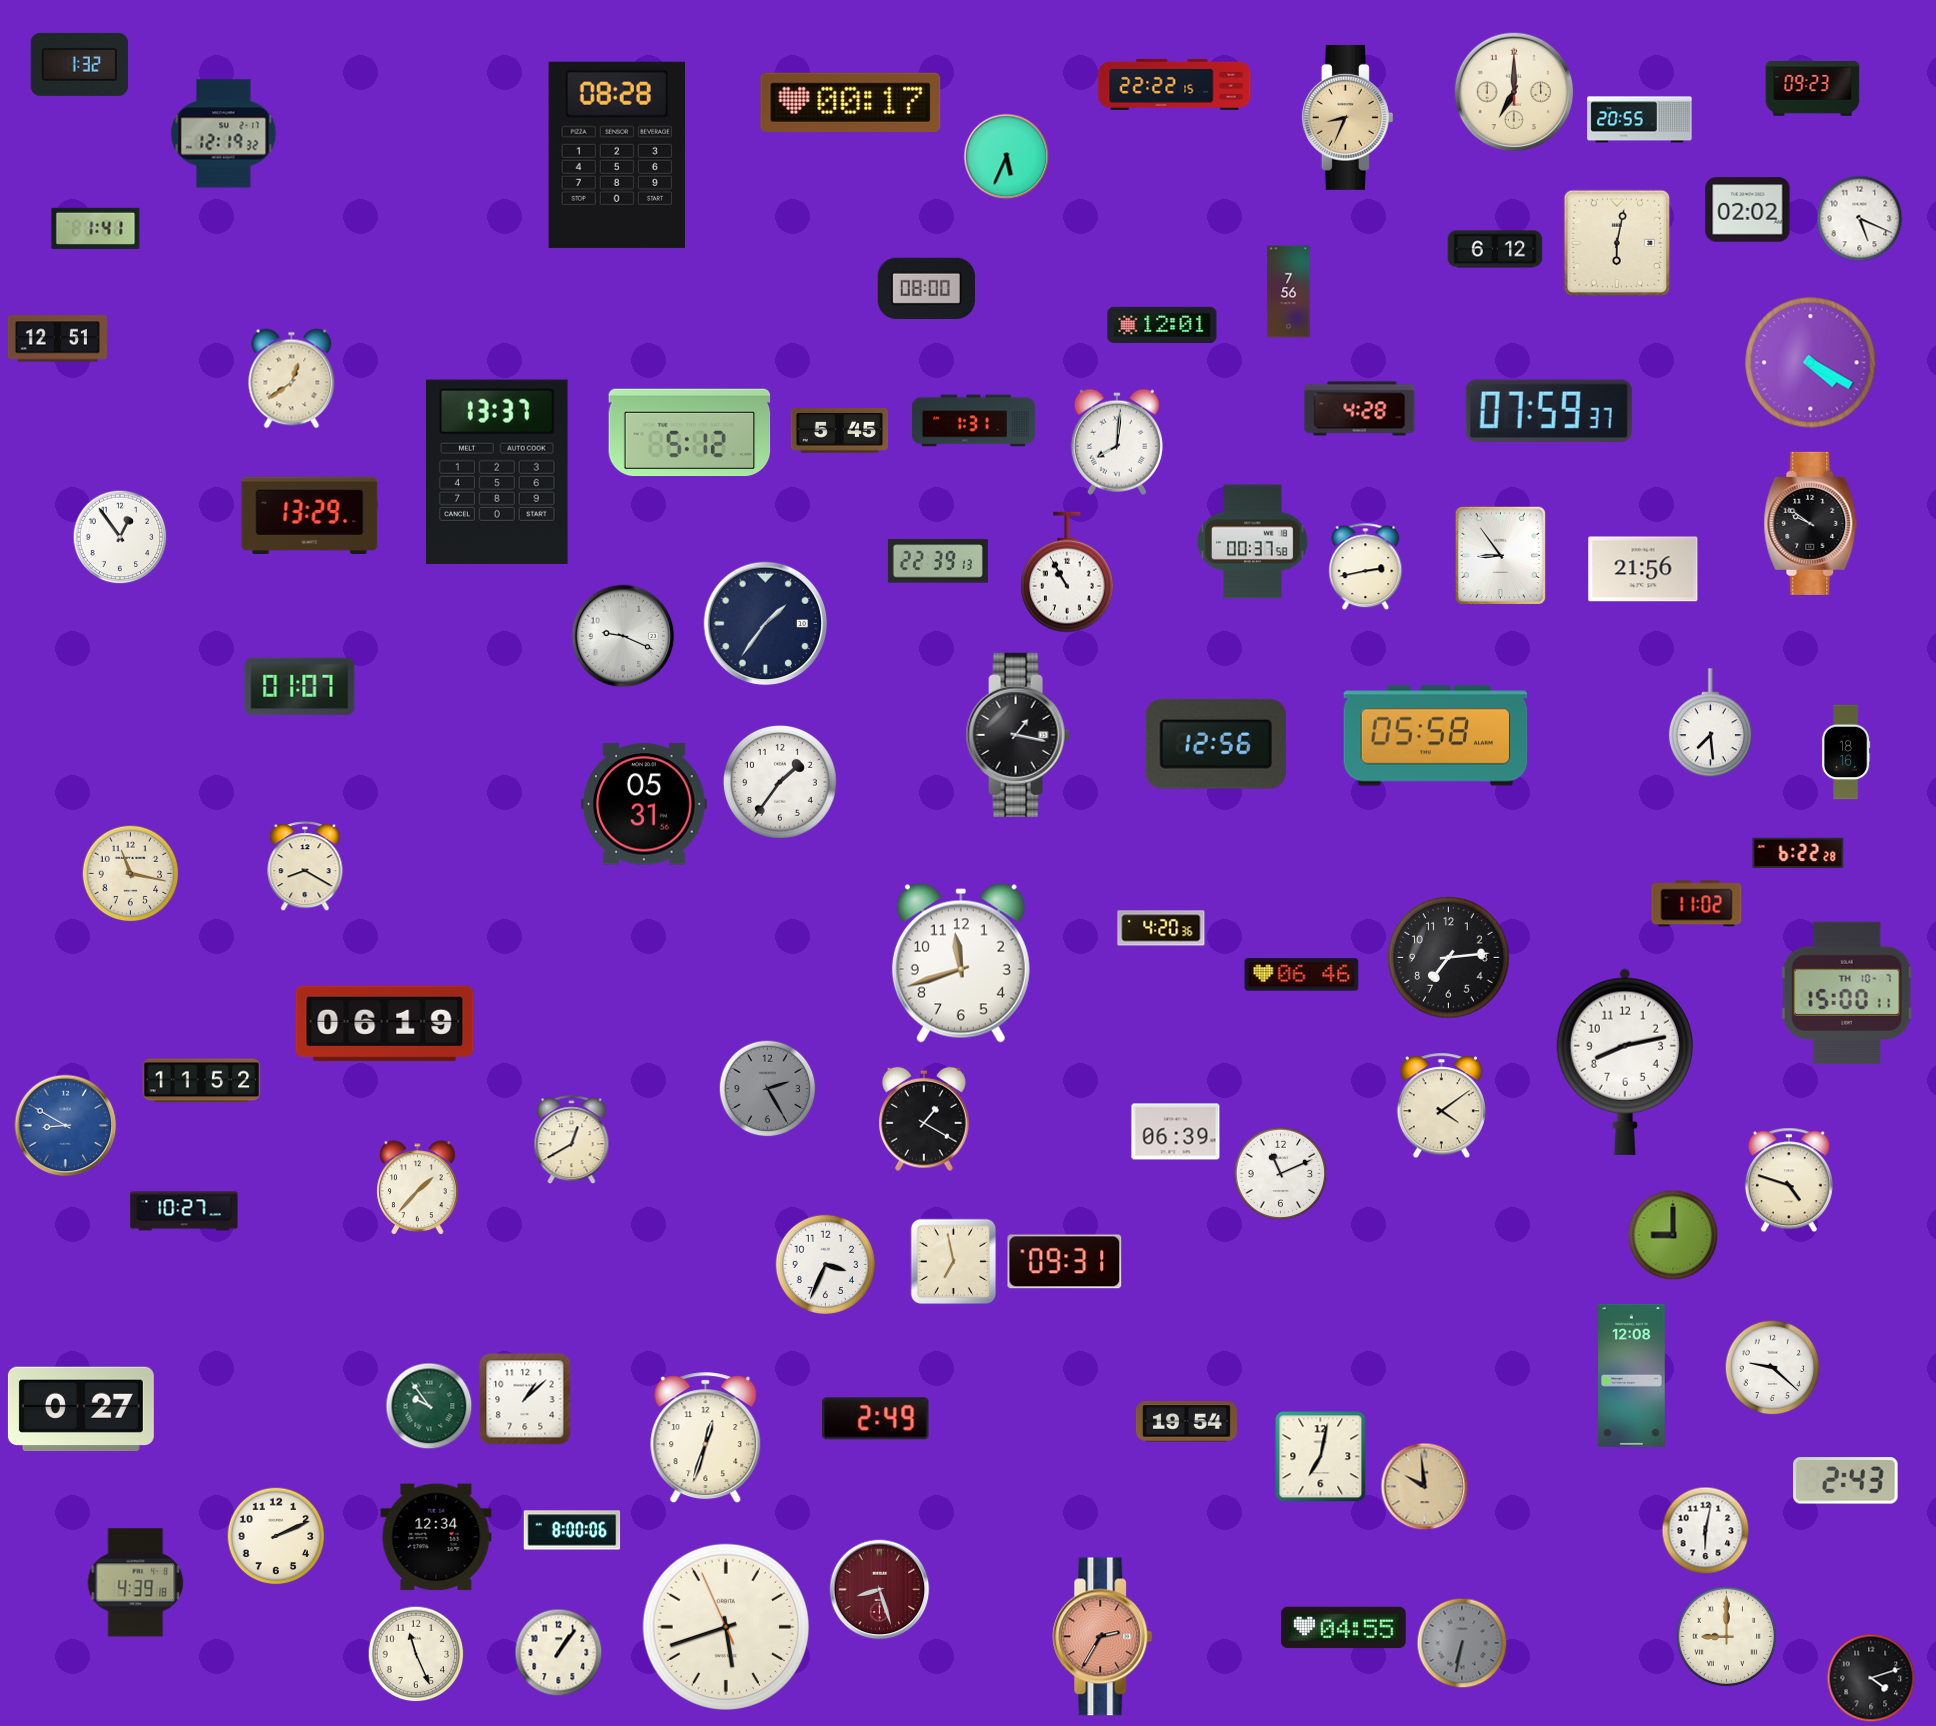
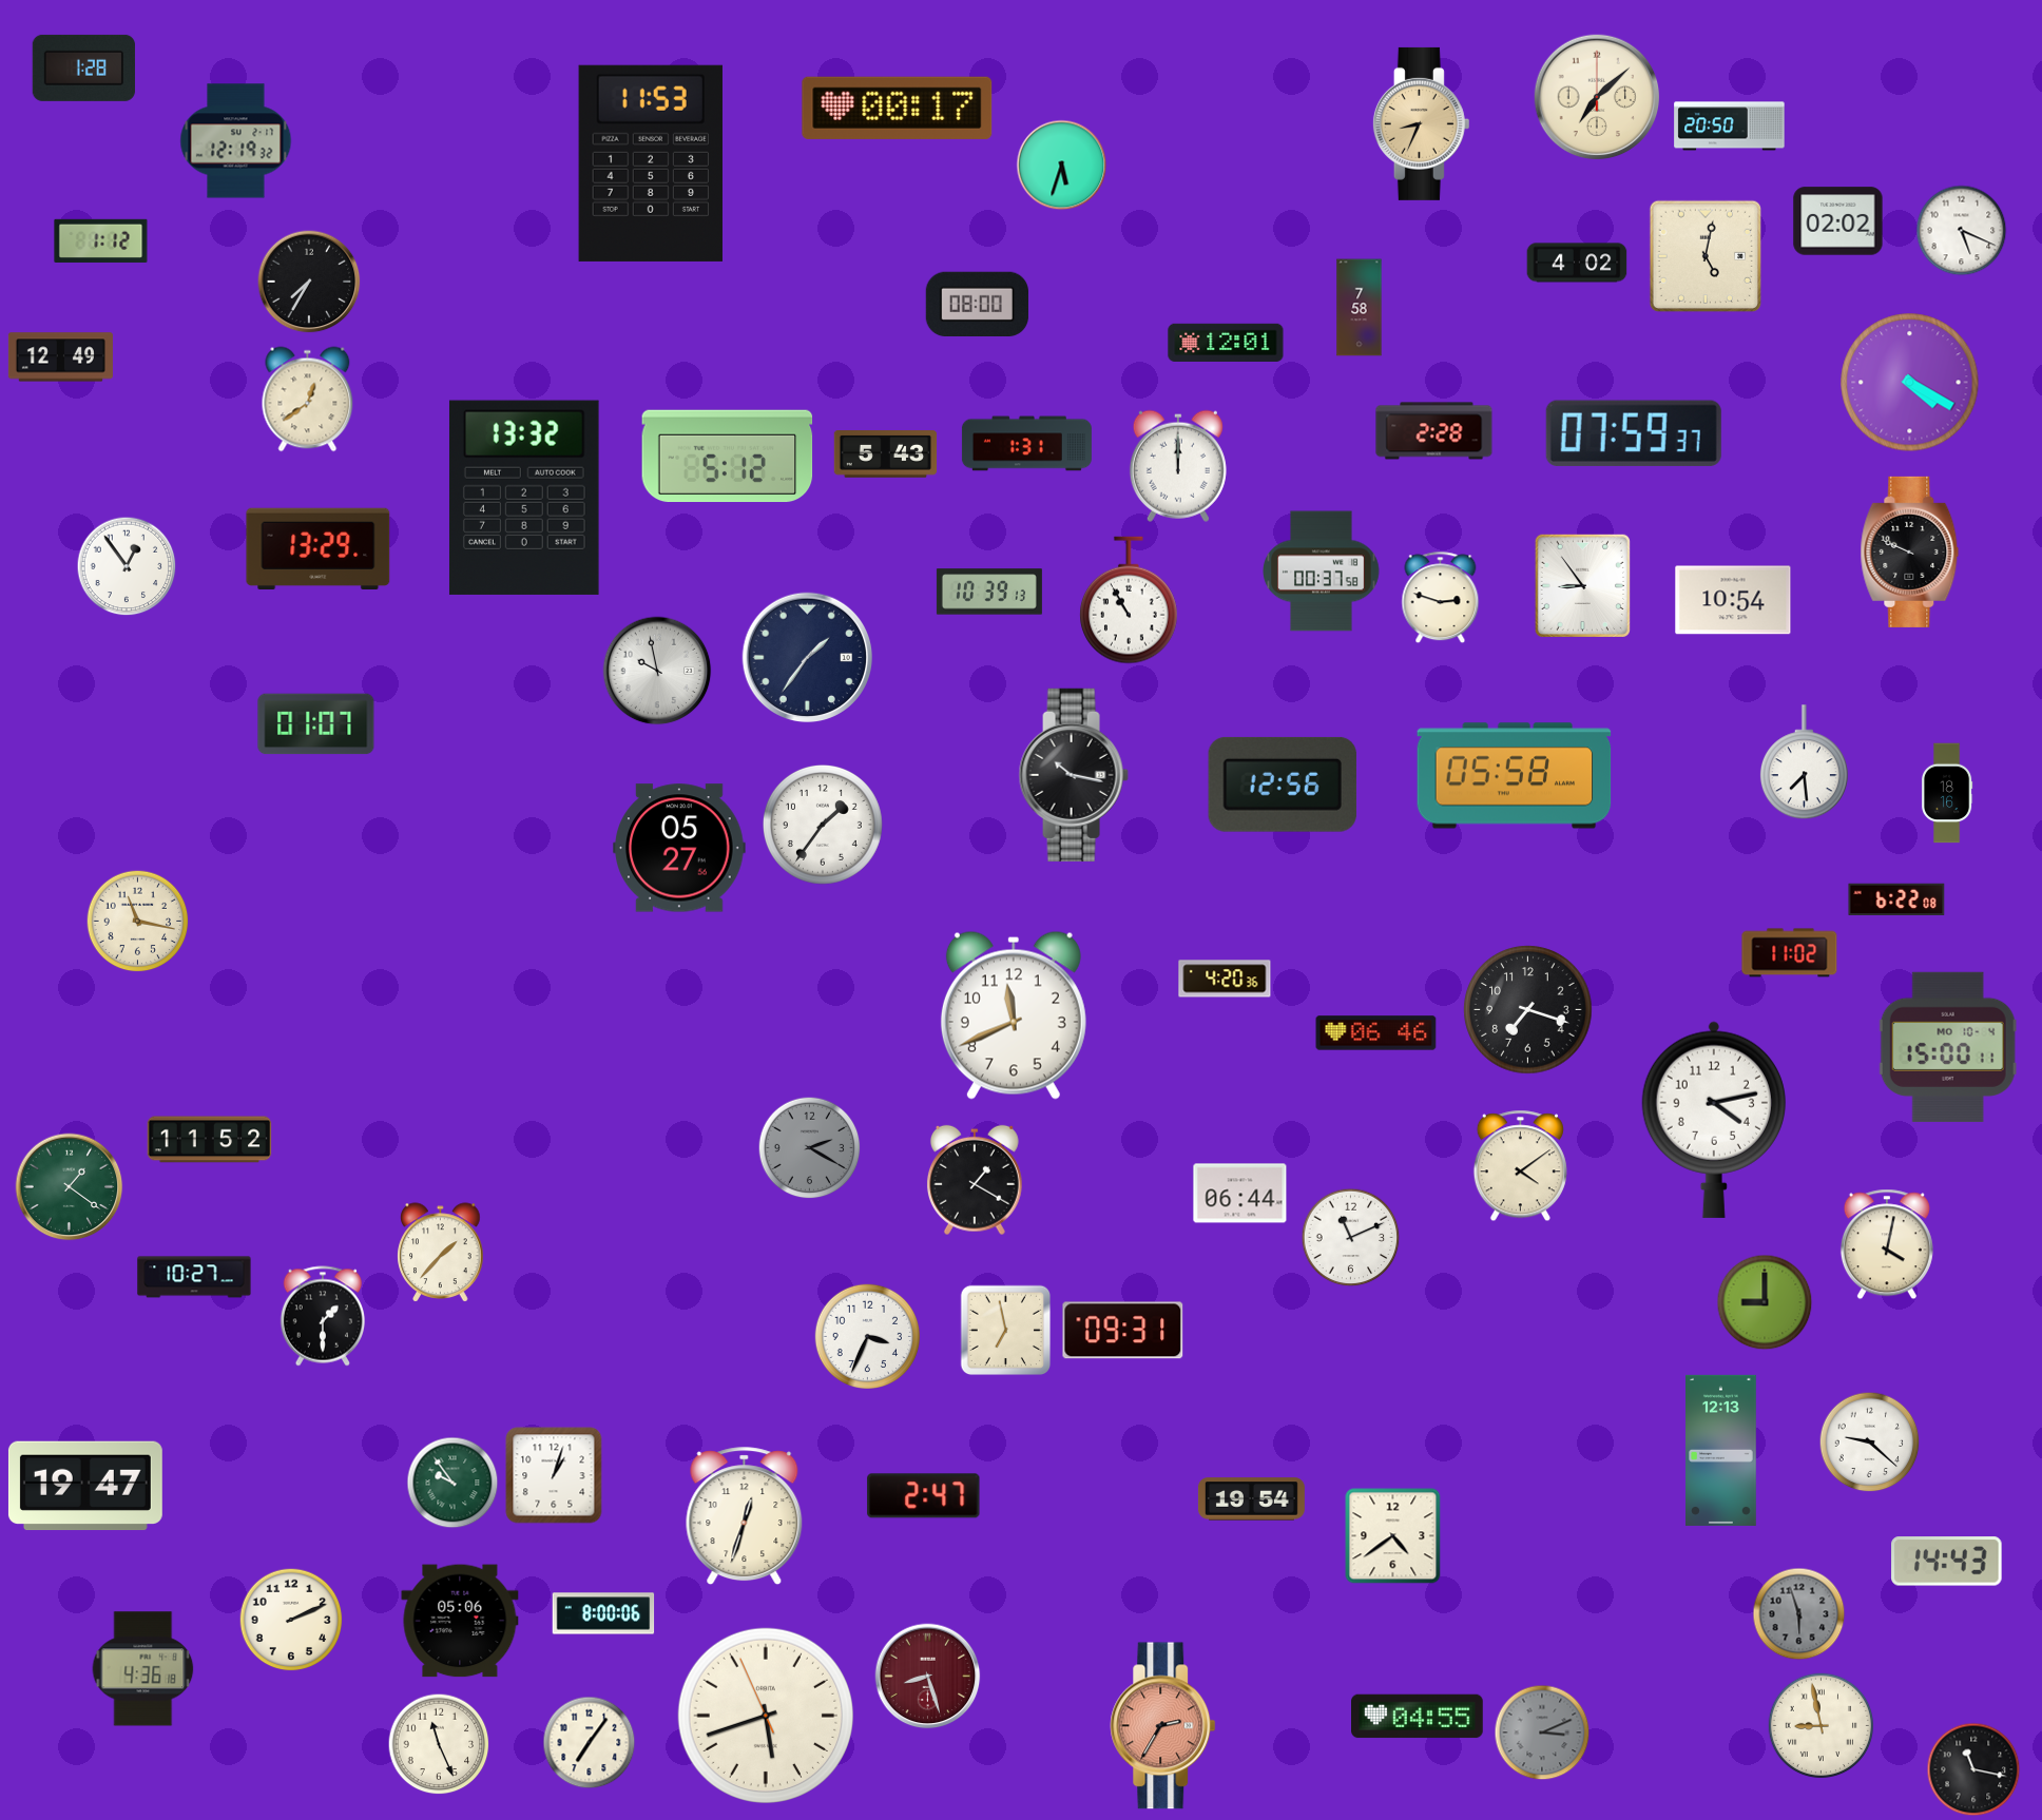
clock at (79, 64): 1:32 -> 1:28
clock at (1175, 84): 22:22 -> none
clock at (1813, 89): 09:23 -> none
clock at (1514, 92): 7:00 -> 7:08
clock at (1640, 120): 20:55 -> 20:50
clock at (617, 155): 08:28 -> 11:53
clock at (1007, 157): 5:34 -> 5:33
clock at (1748, 210) position: (1748, 210) -> (1838, 221)
clock at (96, 228): 1:41 -> 1:12
clock at (1616, 242): 6:02 -> 5:02
clock at (1495, 249): 6:12 -> 4:02
clock at (309, 282): none -> 7:35
clock at (1289, 292): 7:56 -> 7:58
clock at (57, 339): 12:51 -> 12:49
clock at (1360, 409): 4:28 -> 2:28
clock at (840, 431): 5:45 -> 5:43
clock at (1117, 442): 8:01 -> 12:00
clock at (497, 472): 13:37 -> 13:32
clock at (310, 515) position: (310, 515) -> (319, 548)
clock at (1811, 523): 9:51 -> 9:49
clock at (938, 561): 22:39 -> 10:39
clock at (1366, 567): 2:43 -> 2:48
clock at (1643, 569): 21:56 -> 10:54
clock at (1068, 572) position: (1068, 572) -> (1130, 600)
clock at (623, 636): 9:19 -> 9:58
clock at (1018, 735): 1:17 -> 10:17
clock at (644, 804): 05:31 -> 05:27
clock at (1798, 853): 6:22:28 -> 6:22:08
clock at (305, 867): 8:20 -> none
clock at (1449, 958): 7:14 -> 7:18
clock at (961, 963): 11:42 -> 11:41
clock at (1302, 975) position: (1302, 975) -> (1376, 1033)
clock at (1847, 993) date: TH 10-7 -> MO 10-4
clock at (385, 1024): 06:19 -> none
clock at (1625, 1062): 8:13 -> 4:13
clock at (202, 1081) position: (202, 1081) -> (210, 1140)
clock at (768, 1089): 2:25 -> 2:20
clock at (66, 1126): 8:50 -> 1:21
clock at (66, 1126) dial: blue -> green
clock at (1176, 1132): 06:39 -> 06:44
clock at (572, 1140): 12:40 -> none
clock at (1789, 1180): 4:48 -> 4:02
clock at (322, 1316): none -> 1:30
clock at (825, 1264) position: (825, 1264) -> (867, 1336)
clock at (1632, 1375): 12:08 -> 12:13
clock at (525, 1399): 1:08 -> 1:03
clock at (81, 1409): 0:27 -> 19:47
clock at (876, 1419): 2:49 -> 2:47
clock at (1321, 1457): 7:02 -> 4:39
clock at (1846, 1481): 2:43 -> 14:43
clock at (1425, 1487): 9:59 -> none
clock at (1706, 1531): 6:02 -> 5:57
clock at (1706, 1531) dial: white -> grey
clock at (436, 1537): 12:34 -> 05:06
clock at (136, 1583): 4:39 -> 4:36
clock at (1726, 1636): 9:00 -> 8:58
clock at (1462, 1643): 6:32 -> 3:11
clock at (559, 1653): 1:06 -> 7:06
clock at (1871, 1678): 4:12 -> 11:17
